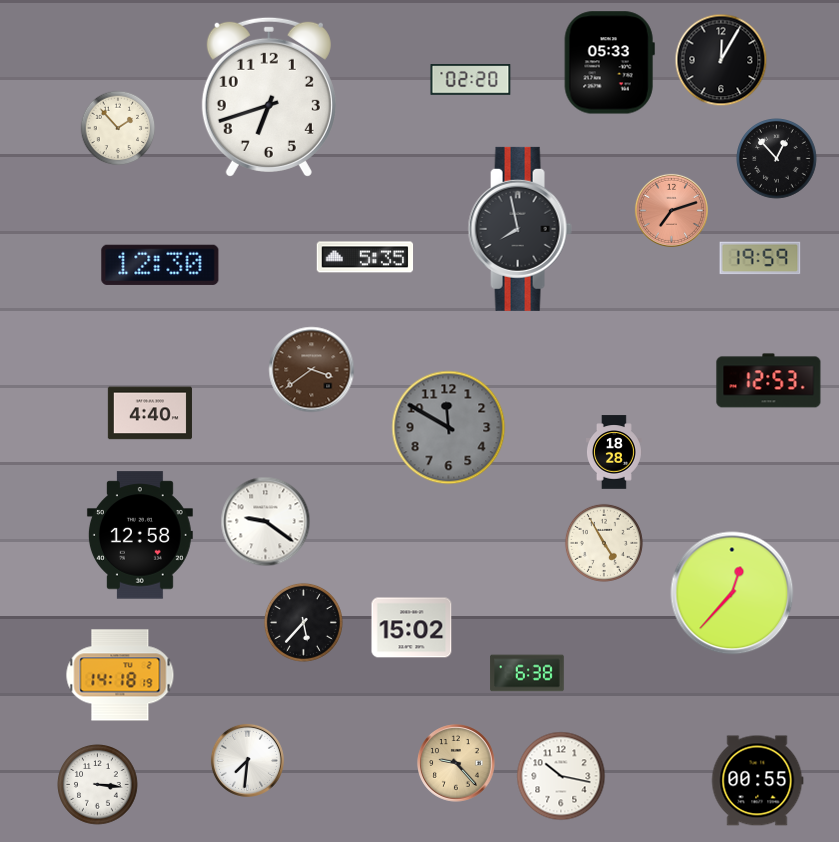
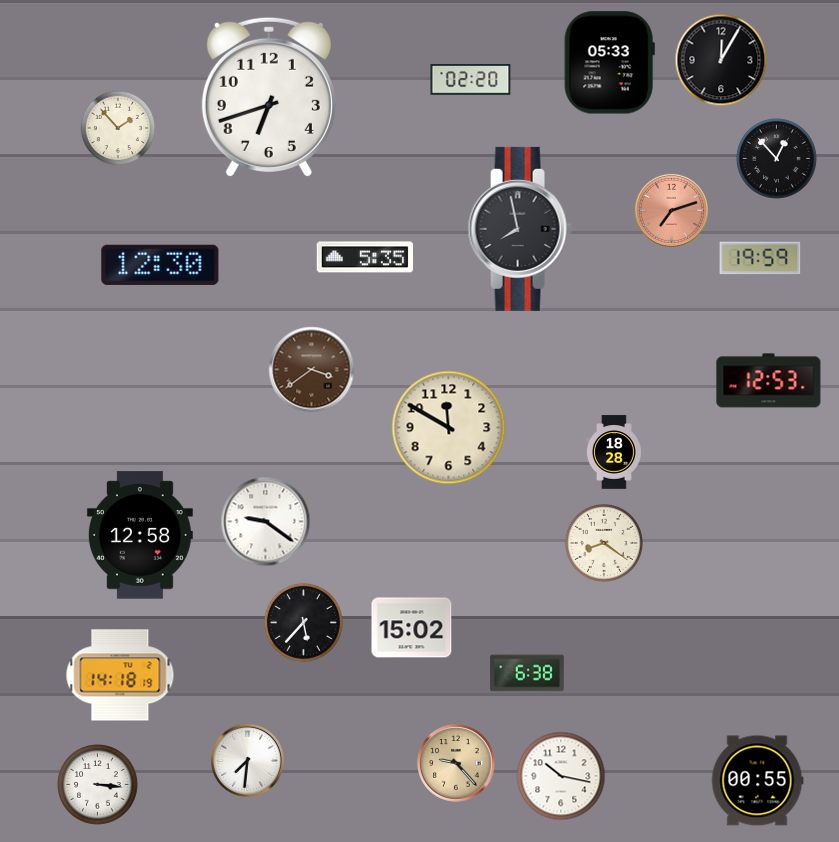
clock at (150, 413): 4:40 -> none
clock at (449, 428) dial: grey -> cream
clock at (604, 543): 4:55 -> 8:21
clock at (732, 593): 12:37 -> none
